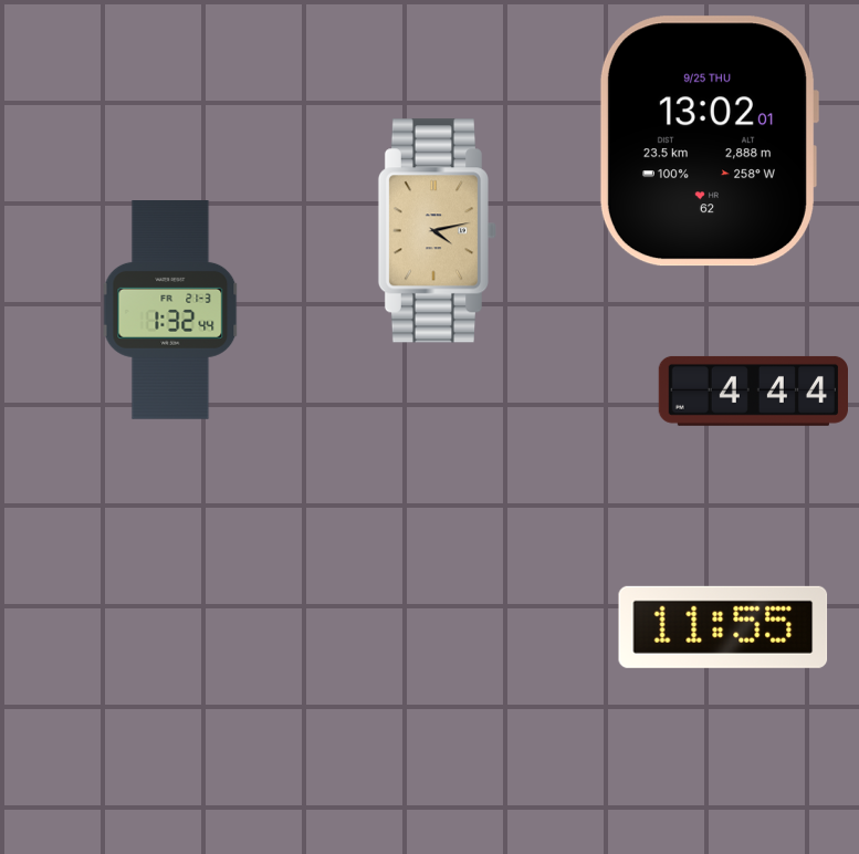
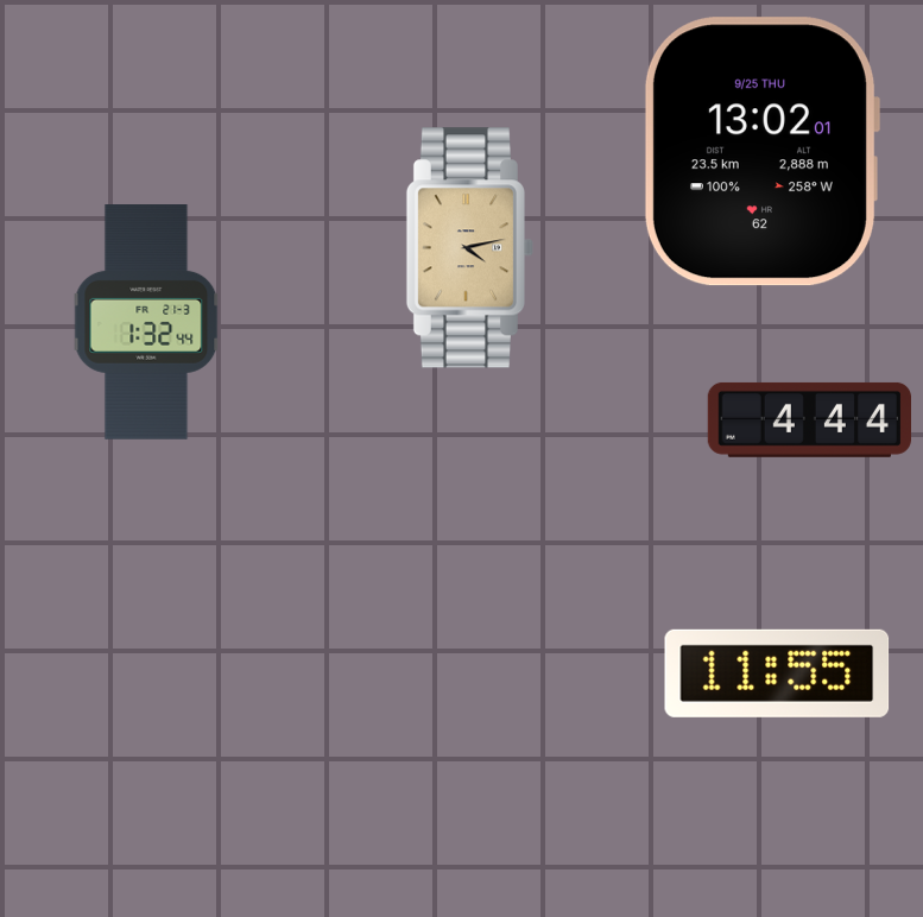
clock at (170, 311) position: (170, 311) -> (146, 323)
